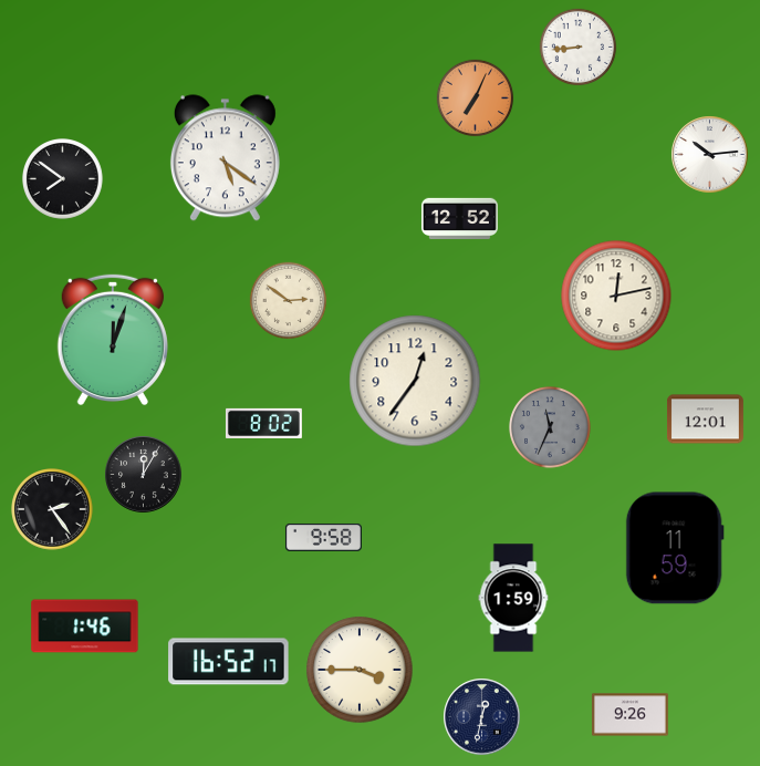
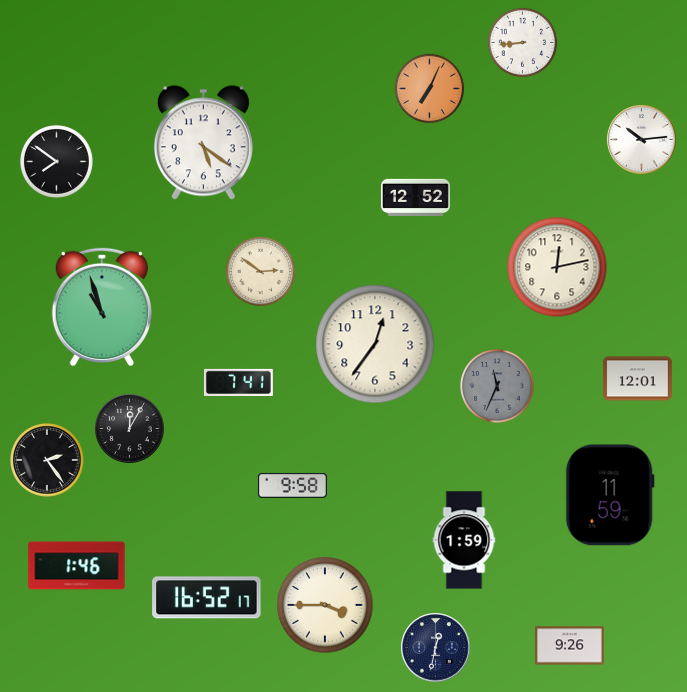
clock at (113, 340): 12:03 -> 10:57
clock at (263, 423): 8:02 -> 7:41
